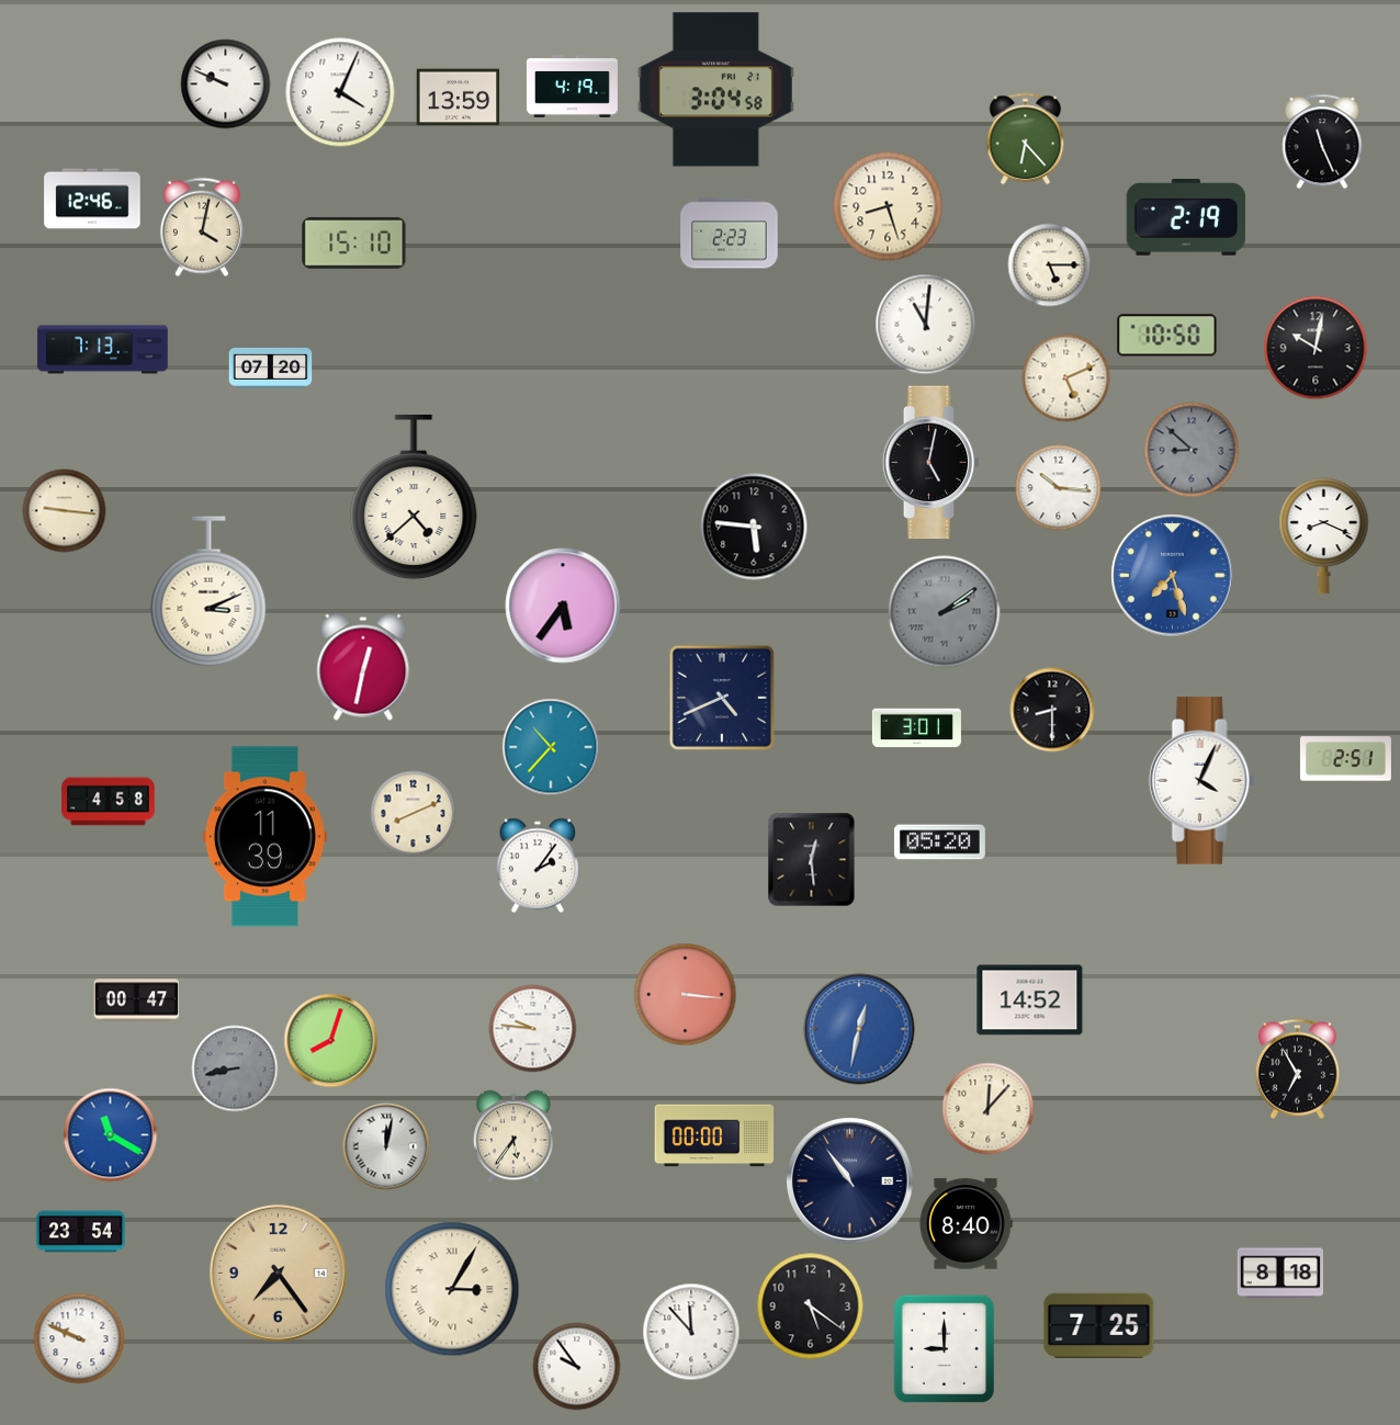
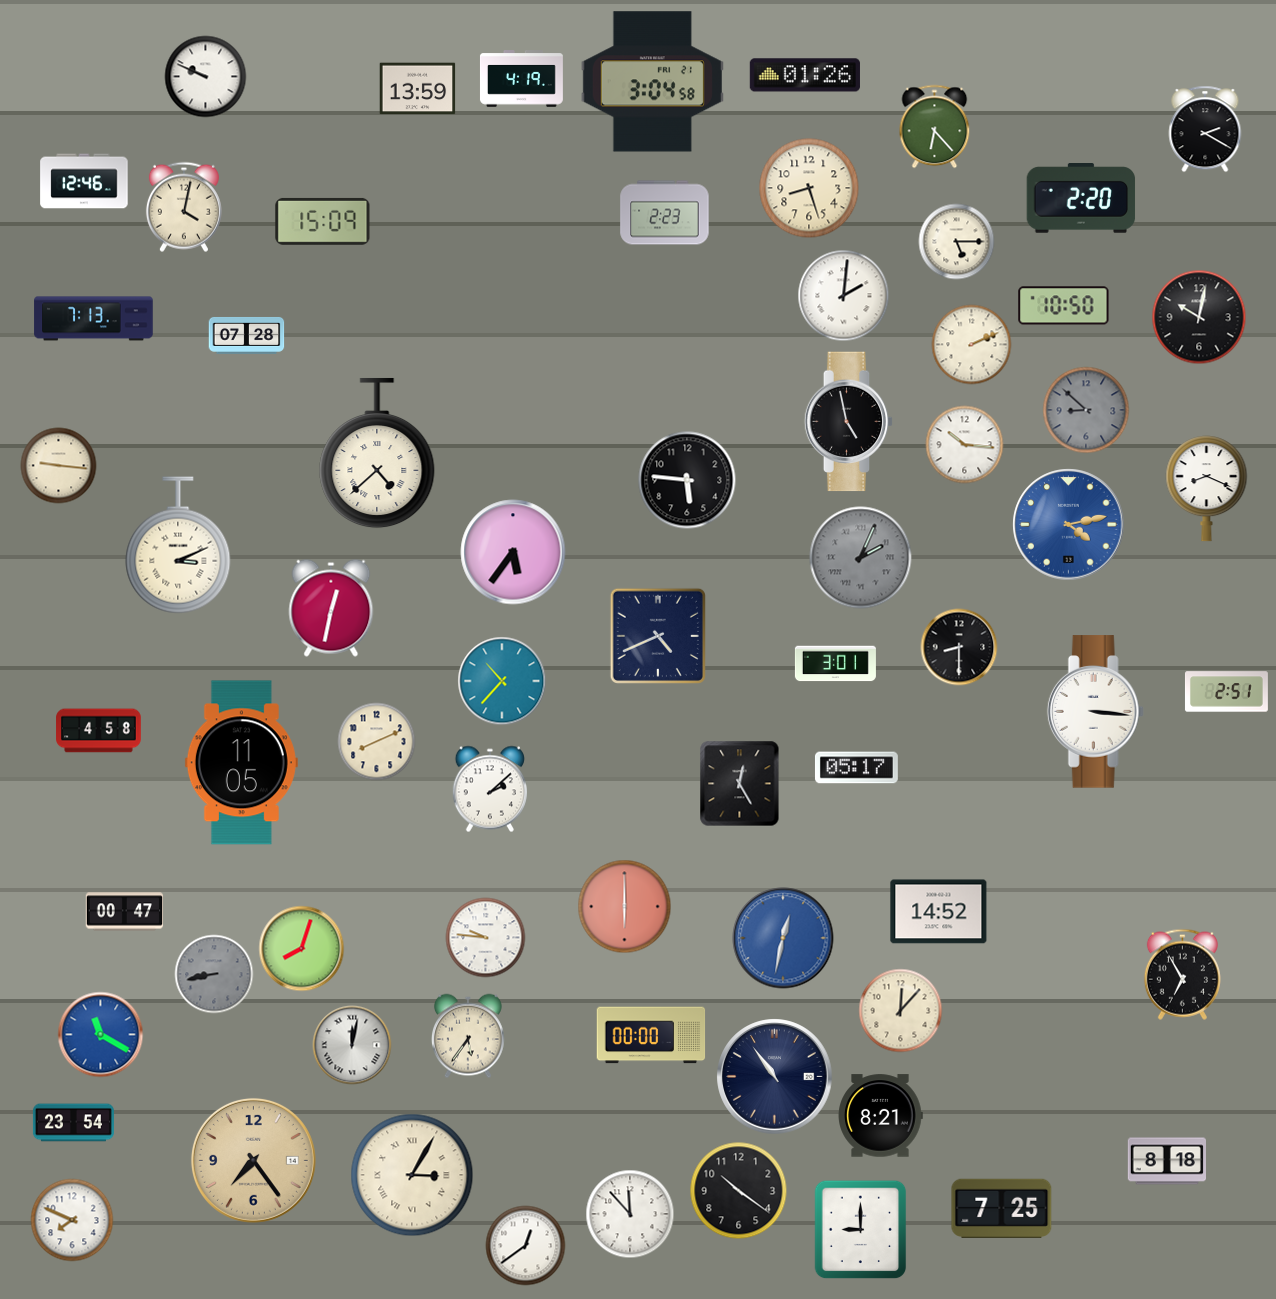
clock at (804, 75): none -> 01:26
clock at (340, 92): 4:04 -> none
clock at (1322, 142): 11:26 -> 2:20
clock at (1186, 218): 2:19 -> 2:20
clock at (354, 242): 15:10 -> 15:09
clock at (926, 325): 11:01 -> 2:01
clock at (271, 367): 07:20 -> 07:28
clock at (1066, 378): 5:11 -> 2:11
clock at (932, 463): 5:02 -> 4:58
clock at (1173, 576): 7:27 -> 4:13
clock at (208, 591) position: (208, 591) -> (178, 545)
clock at (945, 612): 2:09 -> 2:04
clock at (1201, 781): 4:04 -> 3:16
clock at (264, 837): 11:39 -> 11:05
clock at (939, 842): 05:20 -> 05:17
clock at (812, 860): 12:29 -> 12:25
clock at (538, 866): 2:06 -> 2:08
clock at (686, 995): 3:16 -> 6:00
clock at (966, 1224): 8:40 -> 8:21
clock at (811, 1307): 5:21 -> 10:21
clock at (79, 1338): 9:49 -> 7:49
clock at (577, 1367): 9:54 -> 12:39
